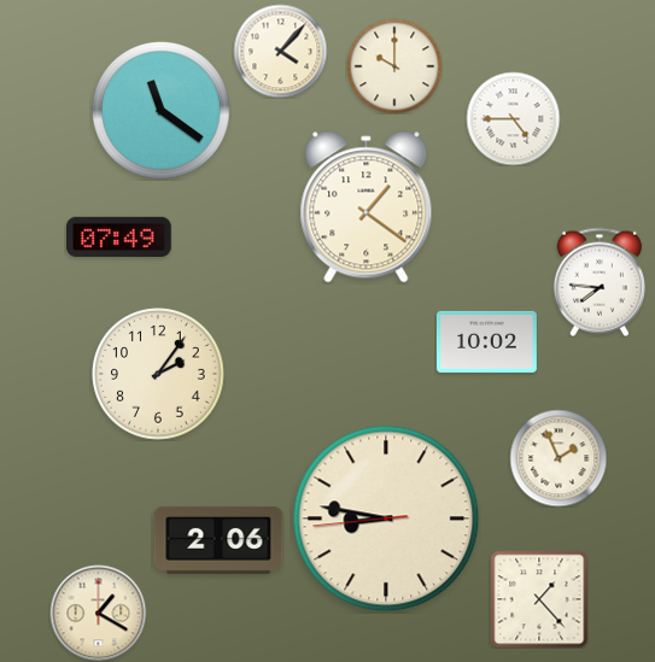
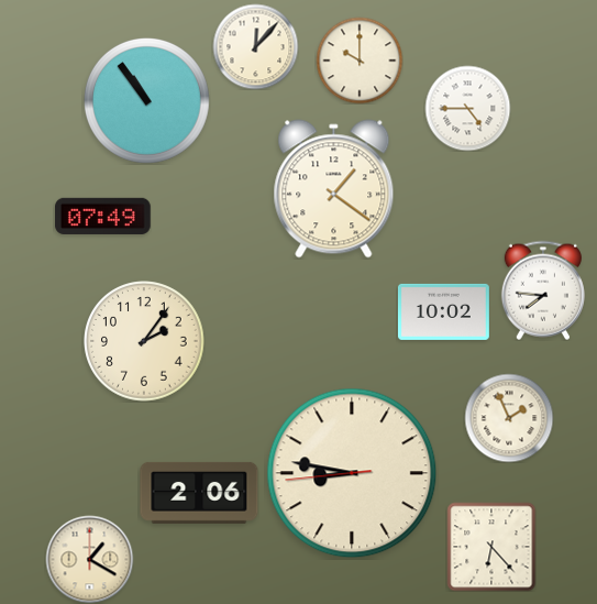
clock at (280, 51): 4:07 -> 12:07
clock at (160, 110): 11:21 -> 10:54
clock at (119, 236) position: (119, 236) -> (103, 216)
clock at (600, 282) position: (600, 282) -> (543, 290)
clock at (539, 599): 1:23 -> 6:23
